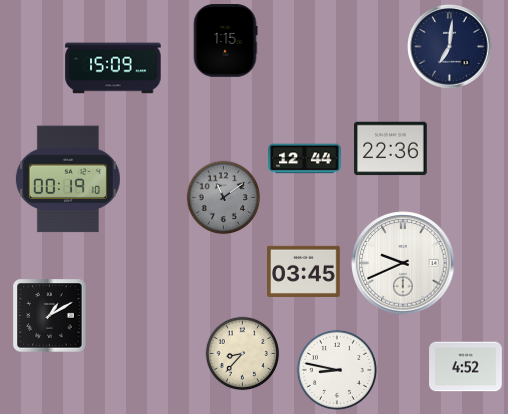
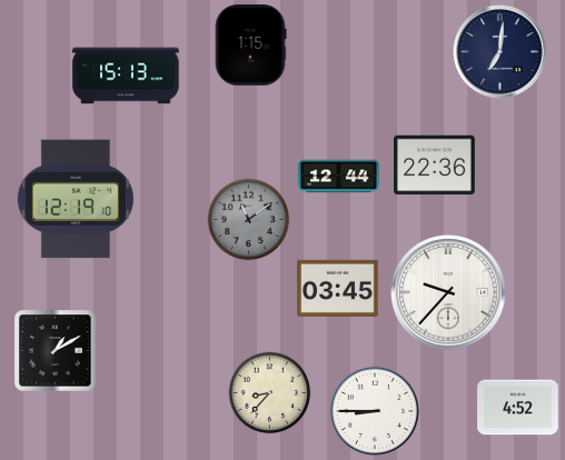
clock at (113, 68): 15:09 -> 15:13
clock at (68, 179): 00:19 -> 12:19
clock at (403, 263): 9:41 -> 9:37
clock at (304, 271) position: (304, 271) -> (338, 288)
clock at (337, 370): 8:47 -> 8:45
